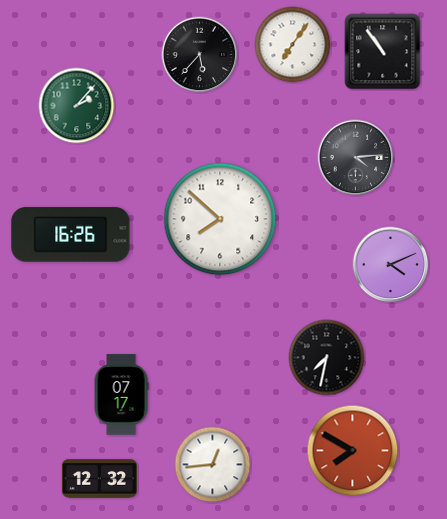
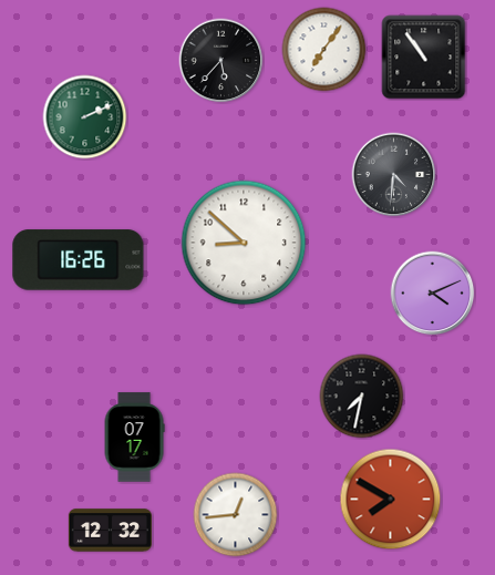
clock at (77, 106): 2:07 -> 2:11
clock at (356, 158): 4:14 -> 4:31
clock at (220, 219): 7:52 -> 8:52
